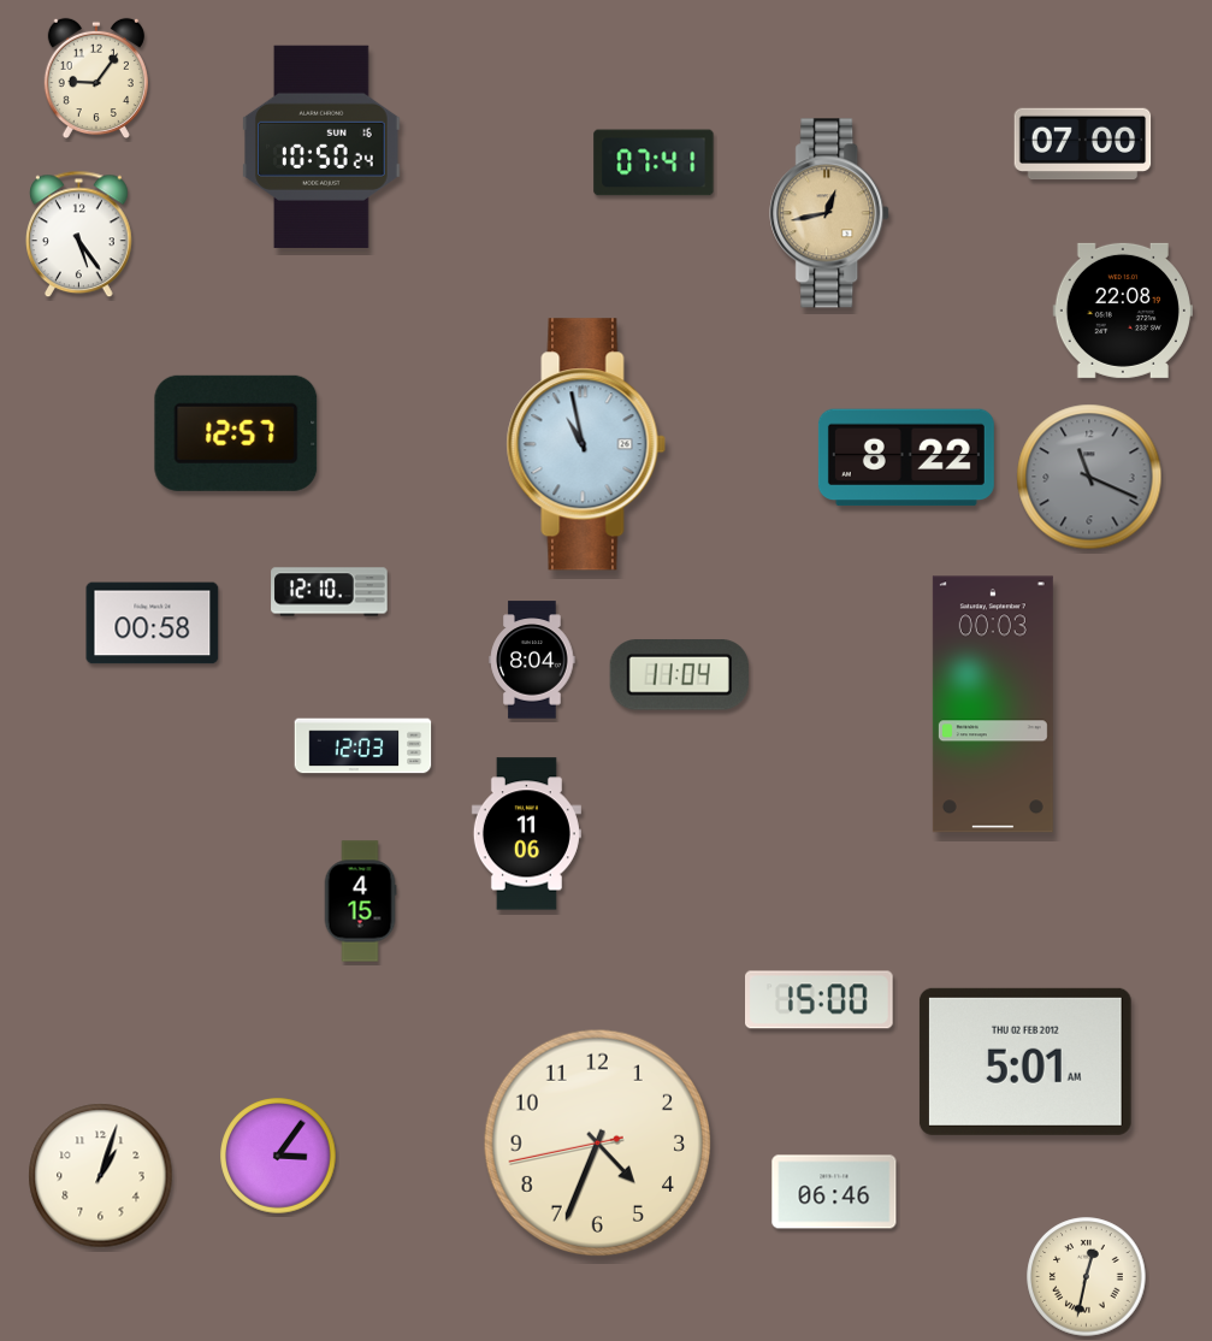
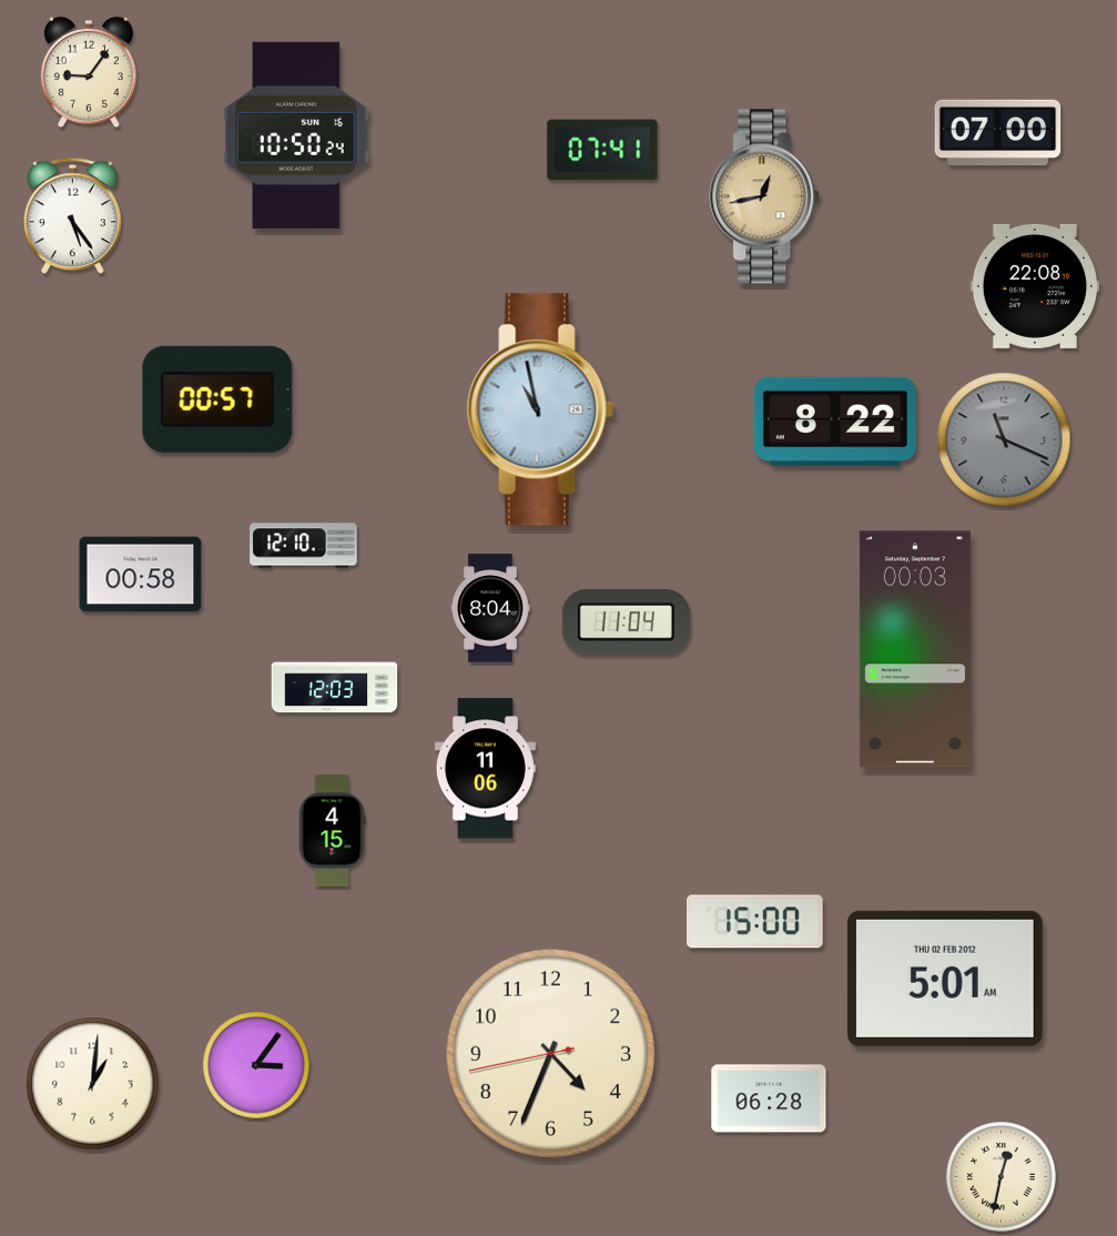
clock at (236, 433): 12:57 -> 00:57
clock at (101, 1176): 1:03 -> 1:01
clock at (834, 1192): 06:46 -> 06:28
